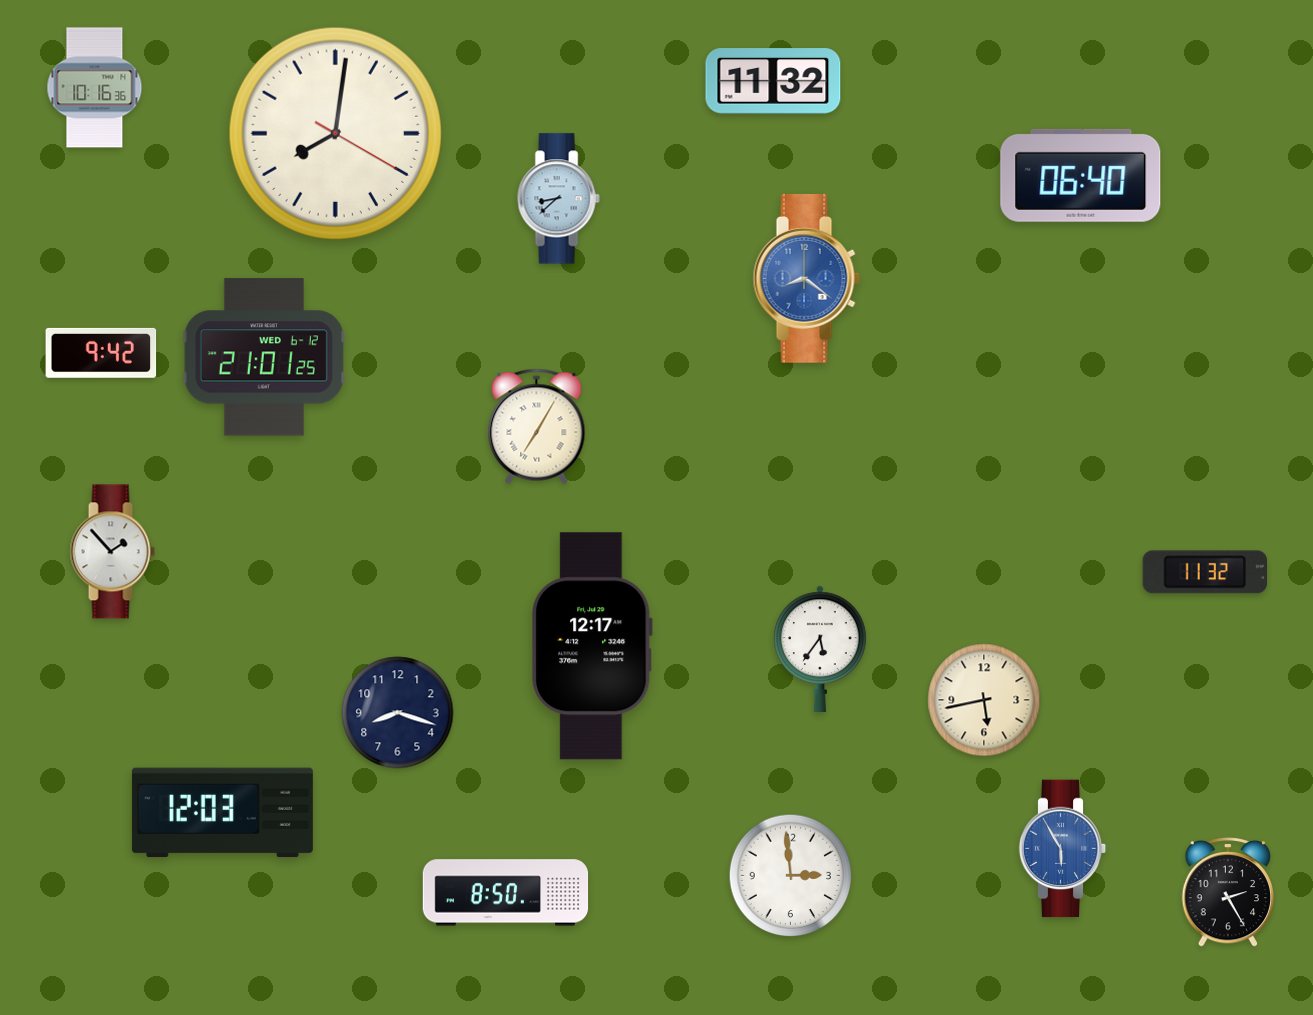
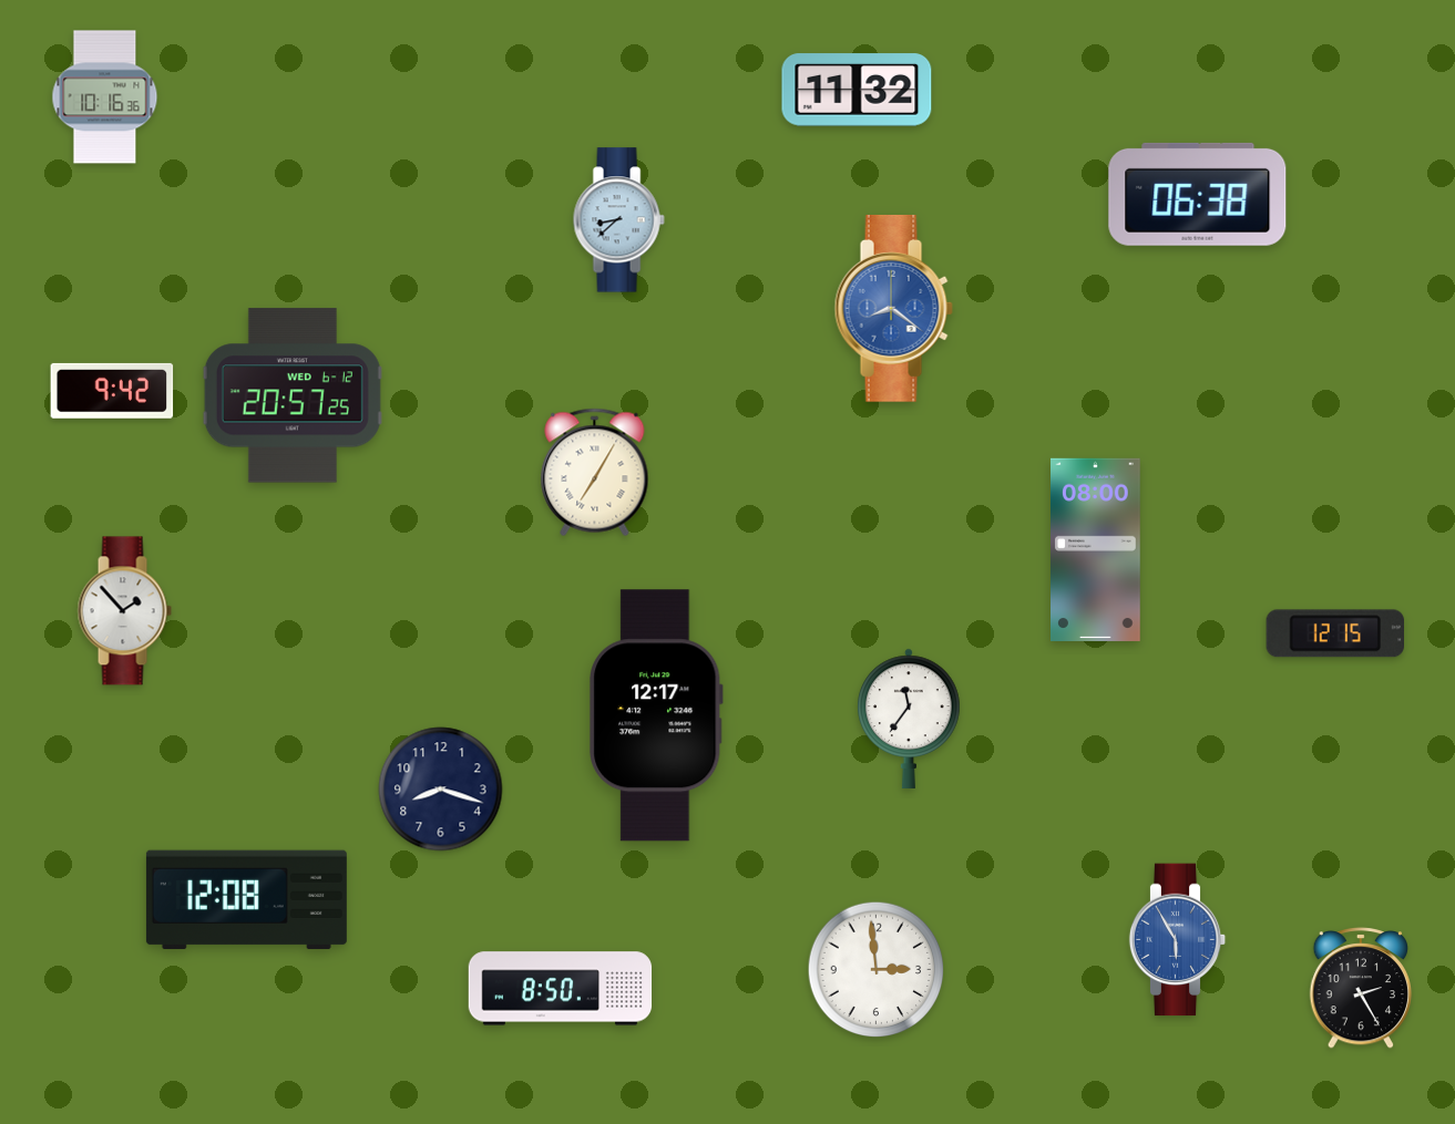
clock at (335, 133): 8:01 -> none
clock at (1081, 175): 06:40 -> 06:38
clock at (264, 357): 21:01 -> 20:57
clock at (1096, 549): none -> 08:00
clock at (1204, 572): 11:32 -> 12:15
clock at (820, 649): 5:36 -> 11:36
clock at (984, 700): 5:43 -> none
clock at (222, 813): 12:03 -> 12:08
